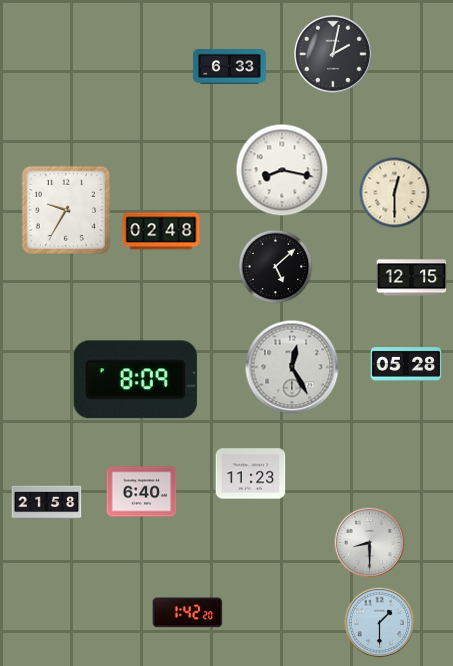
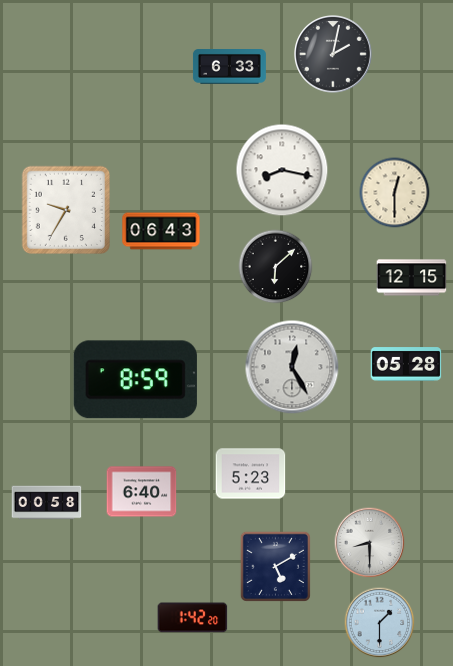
clock at (161, 231): 02:48 -> 06:43
clock at (276, 267): 5:08 -> 6:08
clock at (135, 380): 8:09 -> 8:59
clock at (251, 474): 11:23 -> 5:23
clock at (47, 503): 21:58 -> 00:58
clock at (275, 566): none -> 5:10
clock at (188, 613) position: (188, 613) -> (193, 618)
